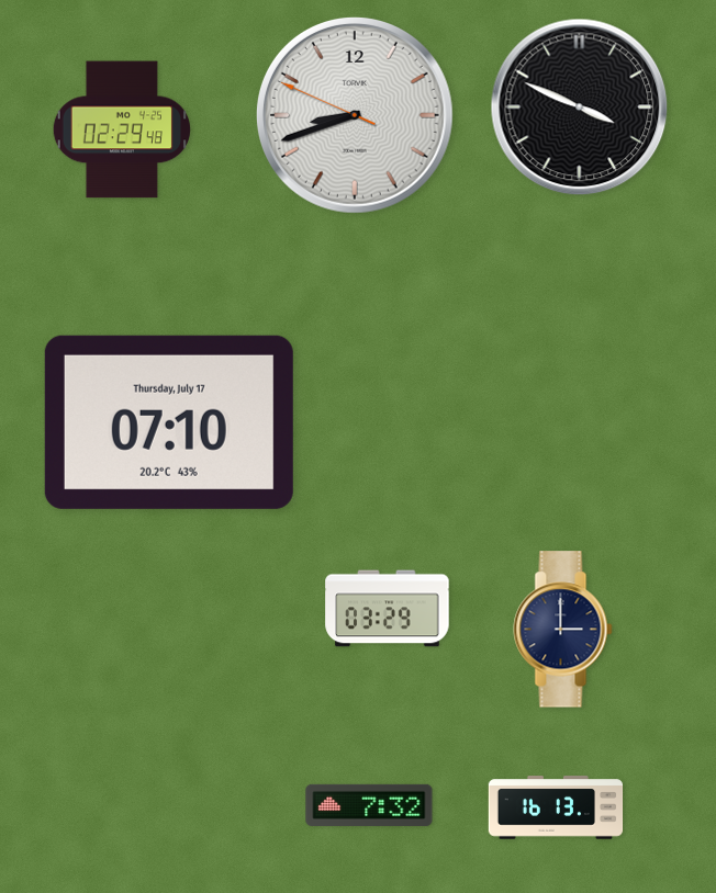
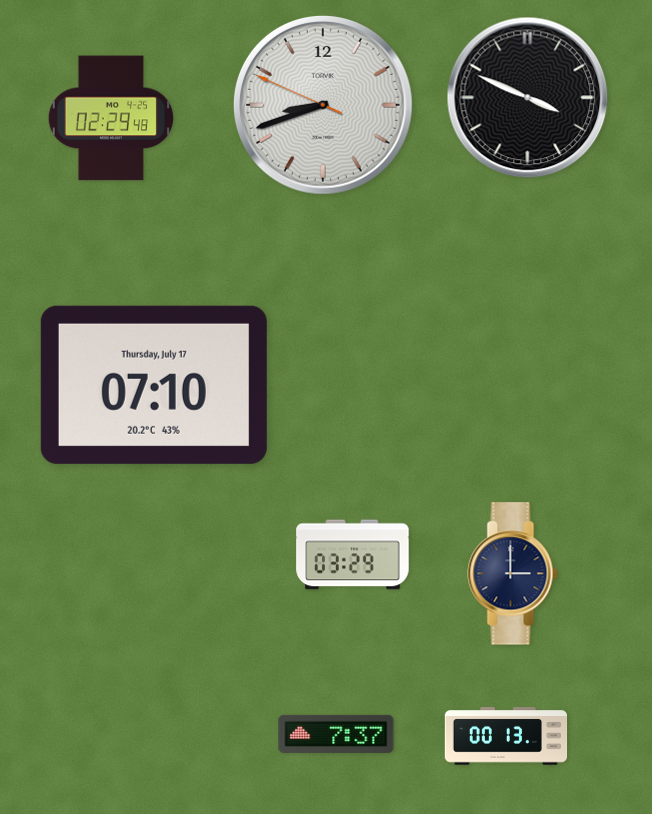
clock at (369, 805): 7:32 -> 7:37
clock at (556, 807): 16:13 -> 00:13
